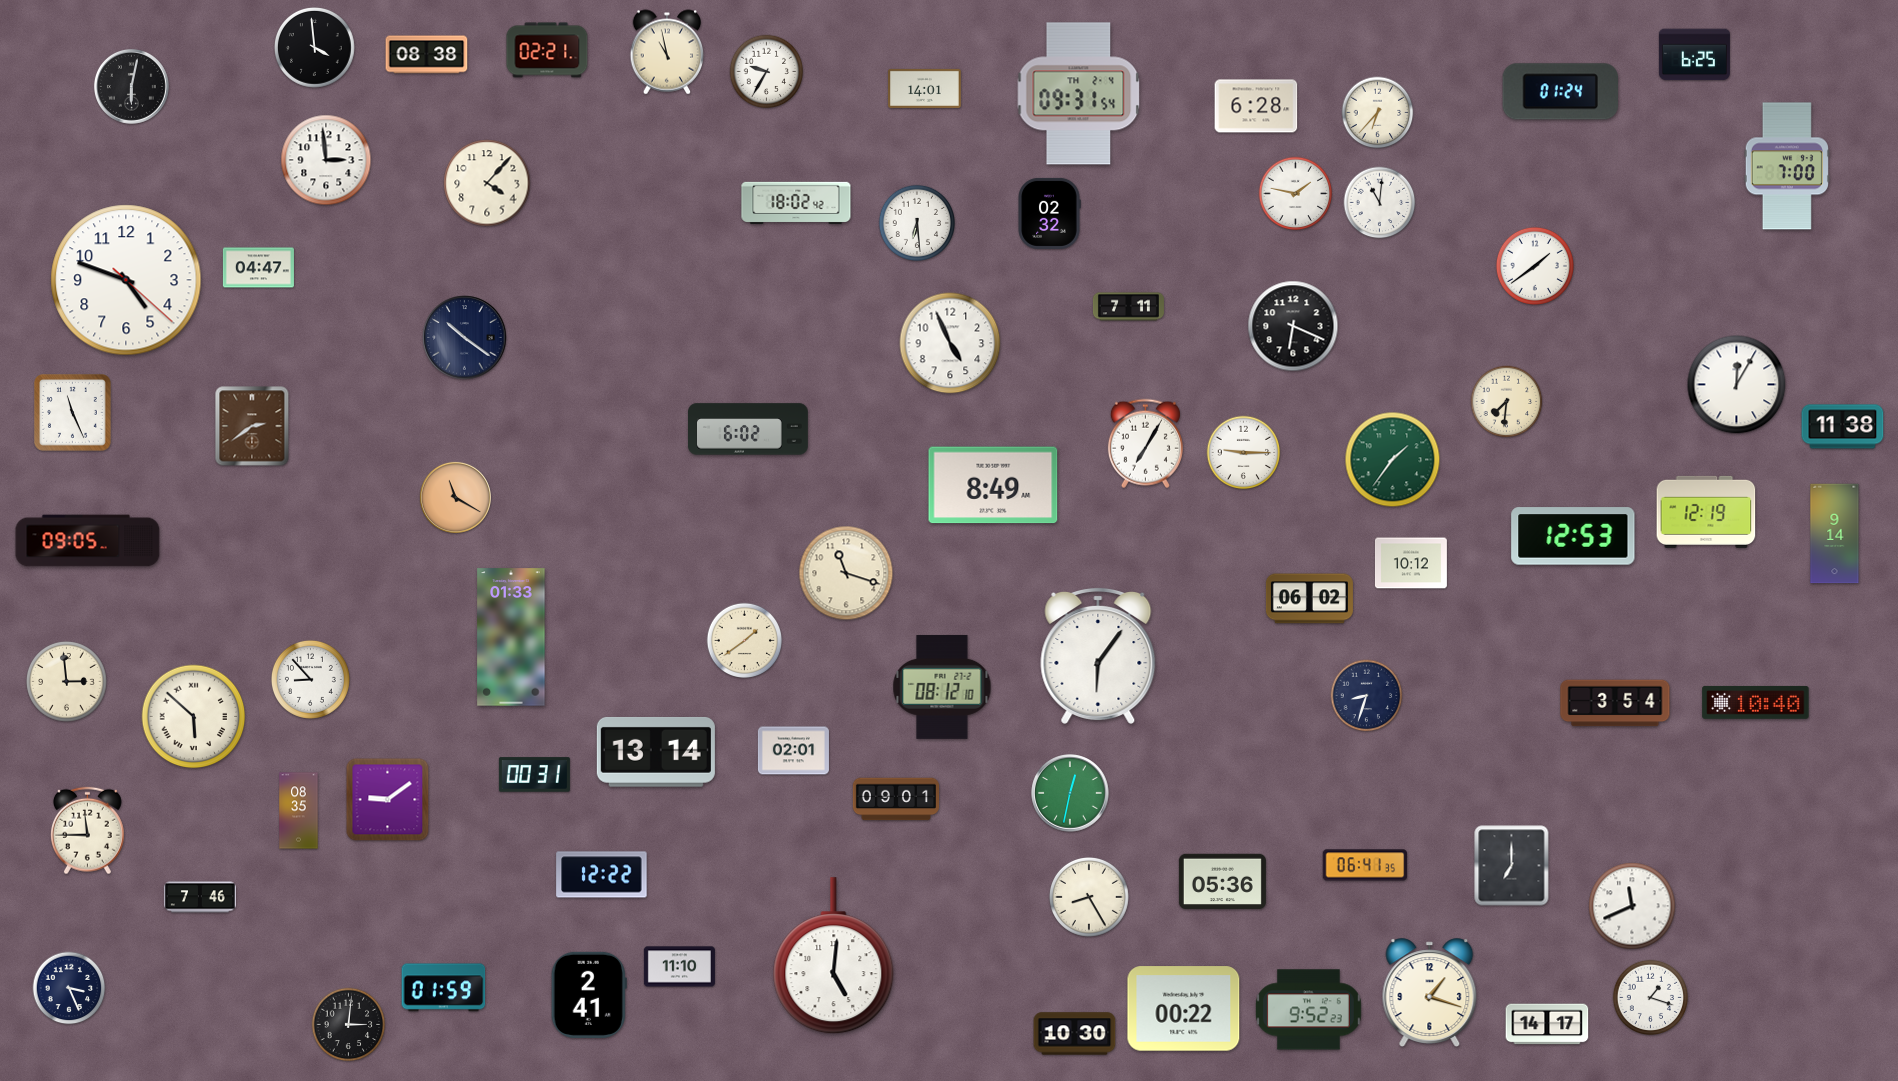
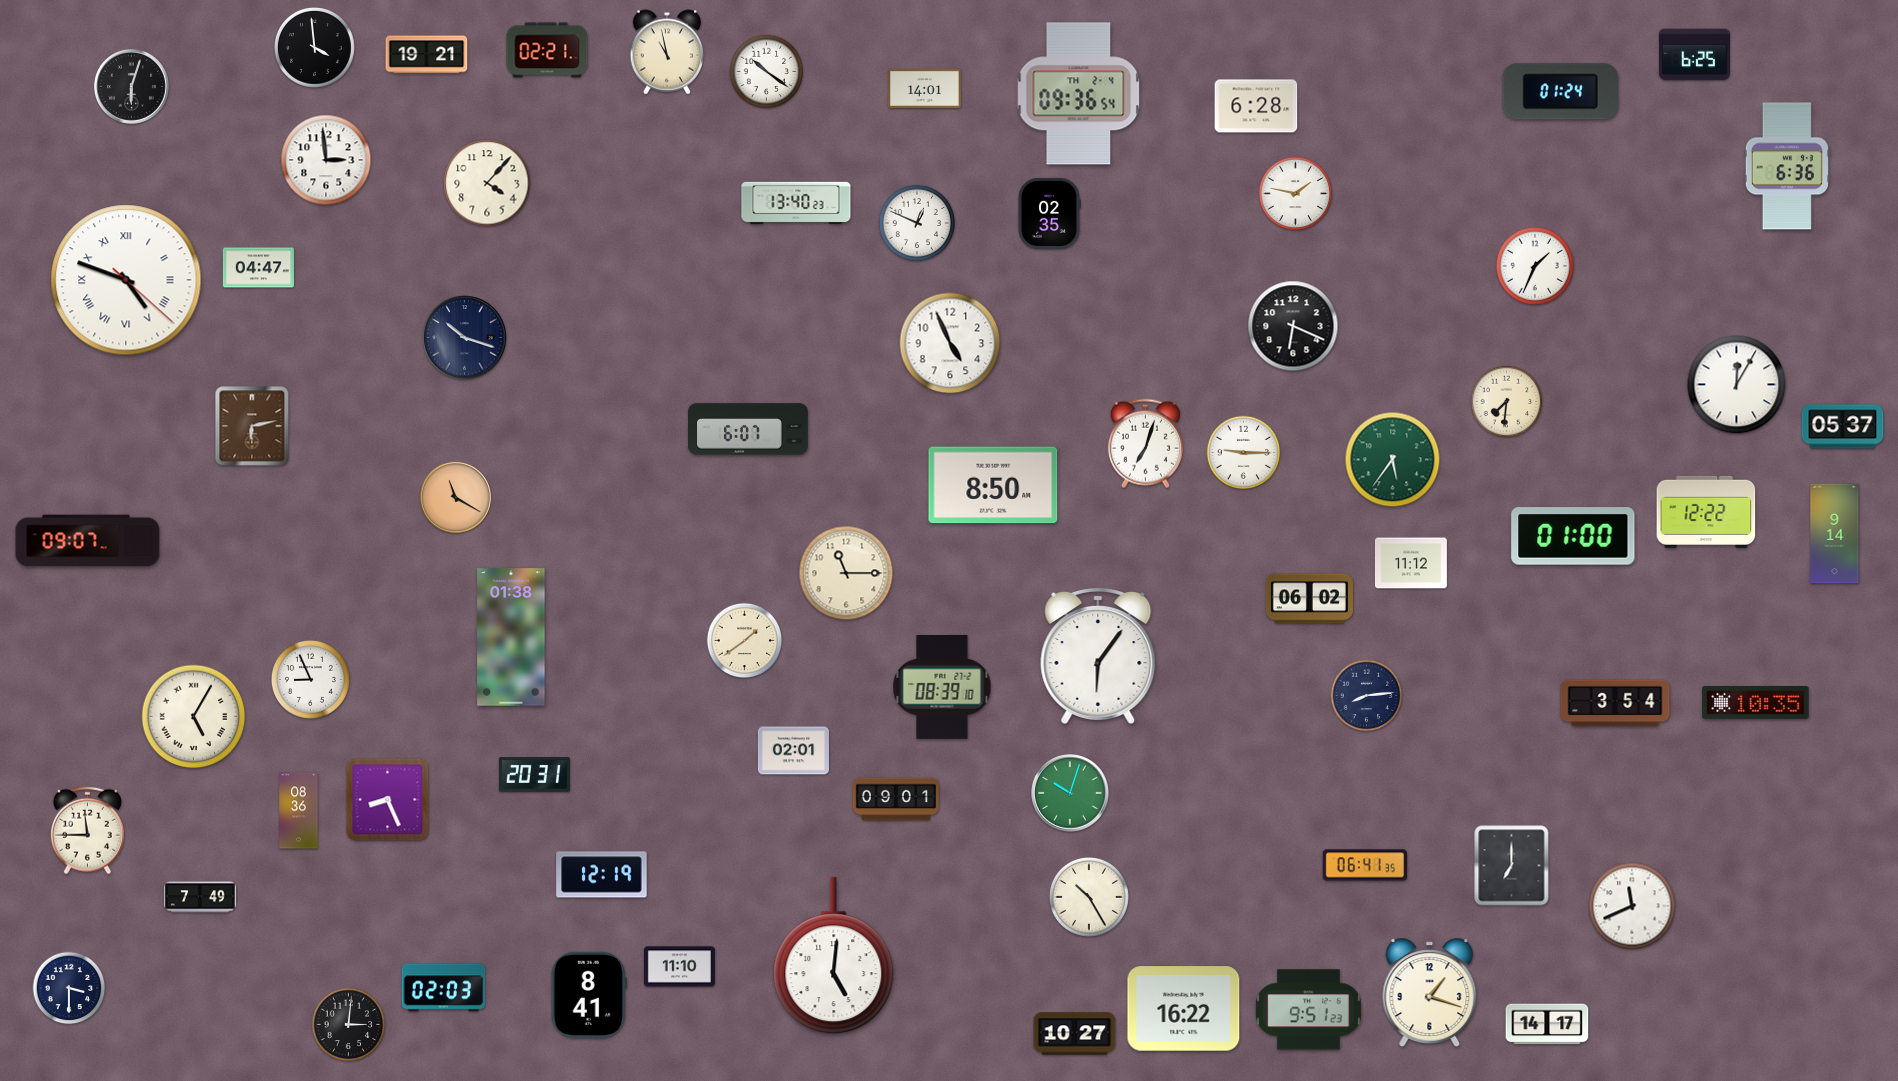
clock at (427, 55): 08:38 -> 19:21
clock at (767, 72): 9:35 -> 10:21
clock at (131, 86): 6:02 -> 6:03
clock at (1079, 94): 09:31 -> 09:36
clock at (1378, 113): 6:37 -> none
clock at (1787, 166): 7:00 -> 6:36
clock at (796, 202): 18:02 -> 13:40
clock at (1380, 203): 11:01 -> none
clock at (1049, 213): 02:32 -> 02:35
clock at (916, 222): 6:29 -> 12:49
clock at (1535, 266): 1:39 -> 1:34
clock at (126, 280) numerals: Arabic -> Roman
clock at (1128, 307): 7:11 -> none
clock at (465, 338): 10:21 -> 10:18
clock at (73, 413): 11:26 -> none
clock at (252, 426): 2:39 -> 6:13
clock at (1843, 427): 11:38 -> 05:37
clock at (749, 429): 6:02 -> 6:07
clock at (1145, 444): 7:05 -> 7:03
clock at (1393, 460): 1:36 -> 5:36
clock at (993, 485): 8:49 -> 8:50
clock at (1706, 512): 12:19 -> 12:22
clock at (1573, 536): 12:53 -> 01:00
clock at (88, 541): 09:05 -> 09:07
clock at (1411, 563): 10:12 -> 11:12
clock at (846, 573): 11:18 -> 11:15
clock at (511, 637): 01:33 -> 01:38
clock at (310, 679): 8:53 -> 8:56
clock at (67, 682): 2:59 -> none
clock at (942, 687): 08:12 -> 08:39
clock at (1367, 696): 8:33 -> 8:14
clock at (1756, 703): 10:40 -> 10:35
clock at (194, 717): 5:52 -> 5:05
clock at (656, 752): 13:14 -> none
clock at (534, 775): 00:31 -> 20:31
clock at (1070, 793): 12:32 -> 10:03
clock at (388, 800): 9:09 -> 8:26
clock at (299, 811): 08:35 -> 08:36
clock at (602, 875): 12:22 -> 12:19
clock at (1222, 882): 05:36 -> none
clock at (200, 897): 7:46 -> 7:49
clock at (1089, 897): 8:25 -> 10:25
clock at (69, 988): 3:26 -> 3:30
clock at (444, 988): 01:59 -> 02:03
clock at (589, 995): 2:41 -> 8:41
clock at (1651, 998): 1:18 -> none
clock at (1184, 1009): 00:22 -> 16:22
clock at (1308, 1010): 9:52 -> 9:51
clock at (1075, 1034): 10:30 -> 10:27
